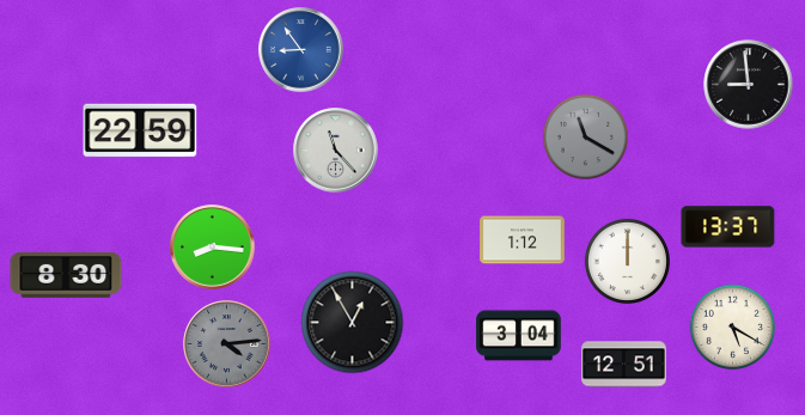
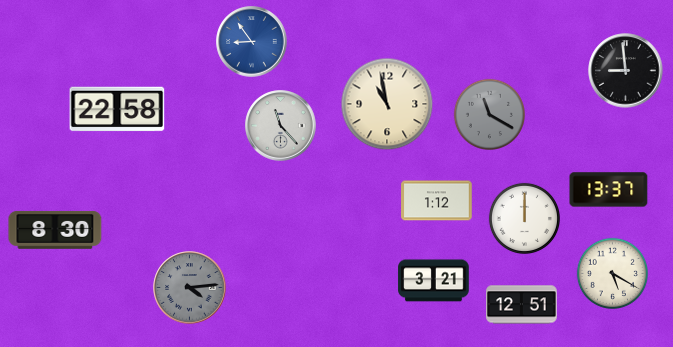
clock at (387, 104): none -> 10:58
clock at (140, 130): 22:59 -> 22:58
clock at (213, 248): 8:16 -> none
clock at (353, 323): 12:55 -> none
clock at (519, 336): 3:04 -> 3:21
